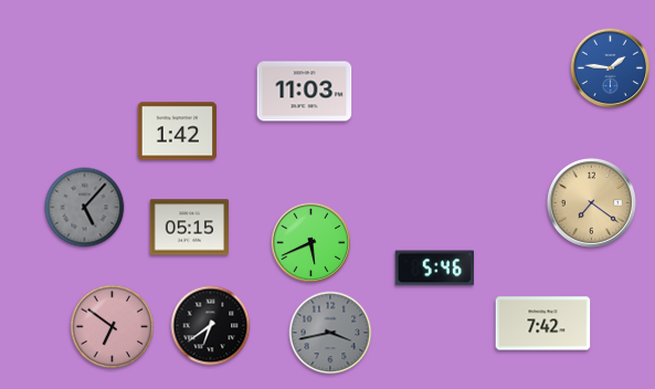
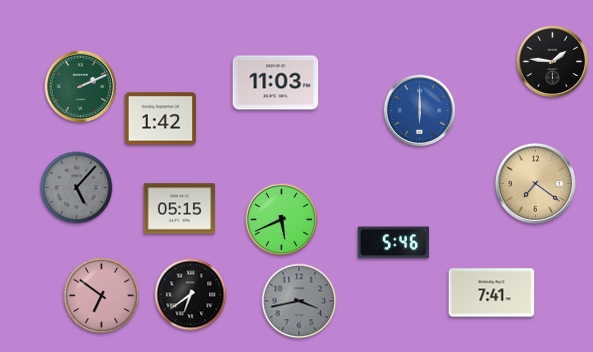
clock at (611, 69) dial: blue -> black
clock at (81, 87): none -> 2:11
clock at (420, 111): none -> 6:00
clock at (190, 228) position: (190, 228) -> (180, 209)
clock at (543, 324): 7:42 -> 7:41
